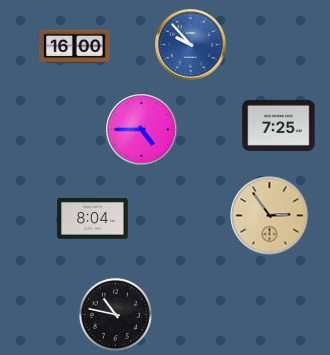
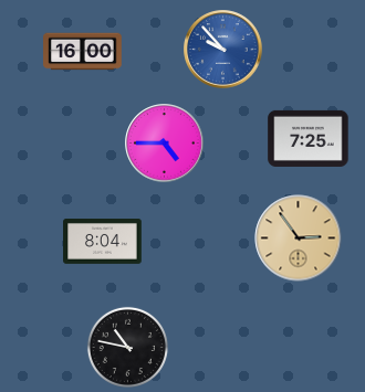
clock at (191, 45) position: (191, 45) -> (223, 50)
clock at (142, 130) position: (142, 130) -> (165, 144)
